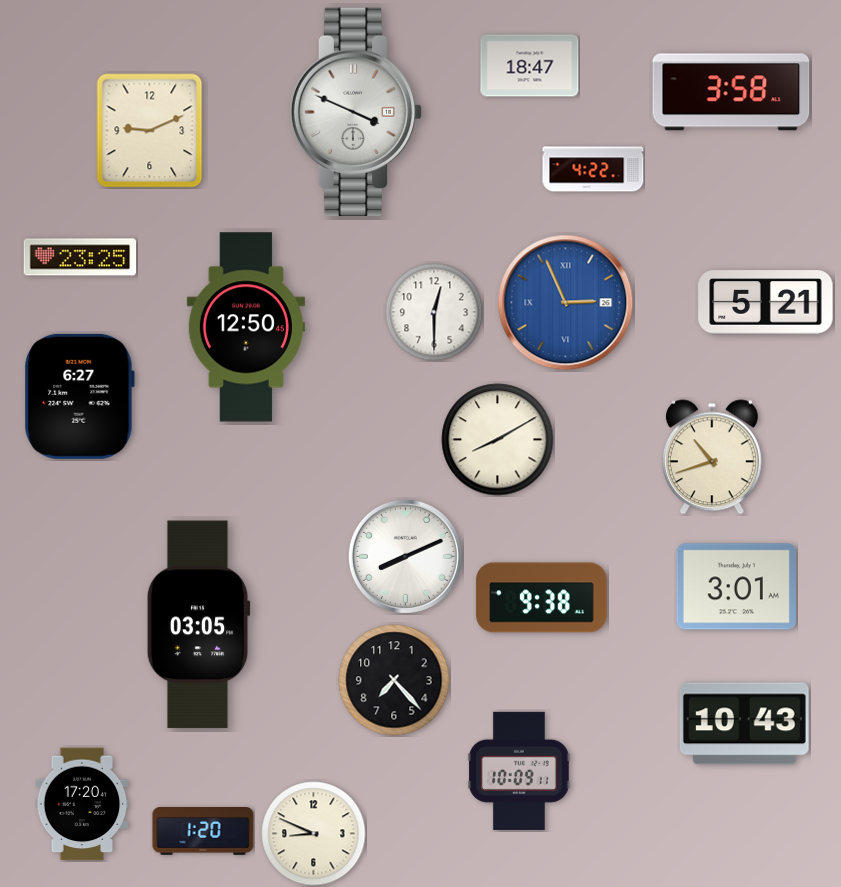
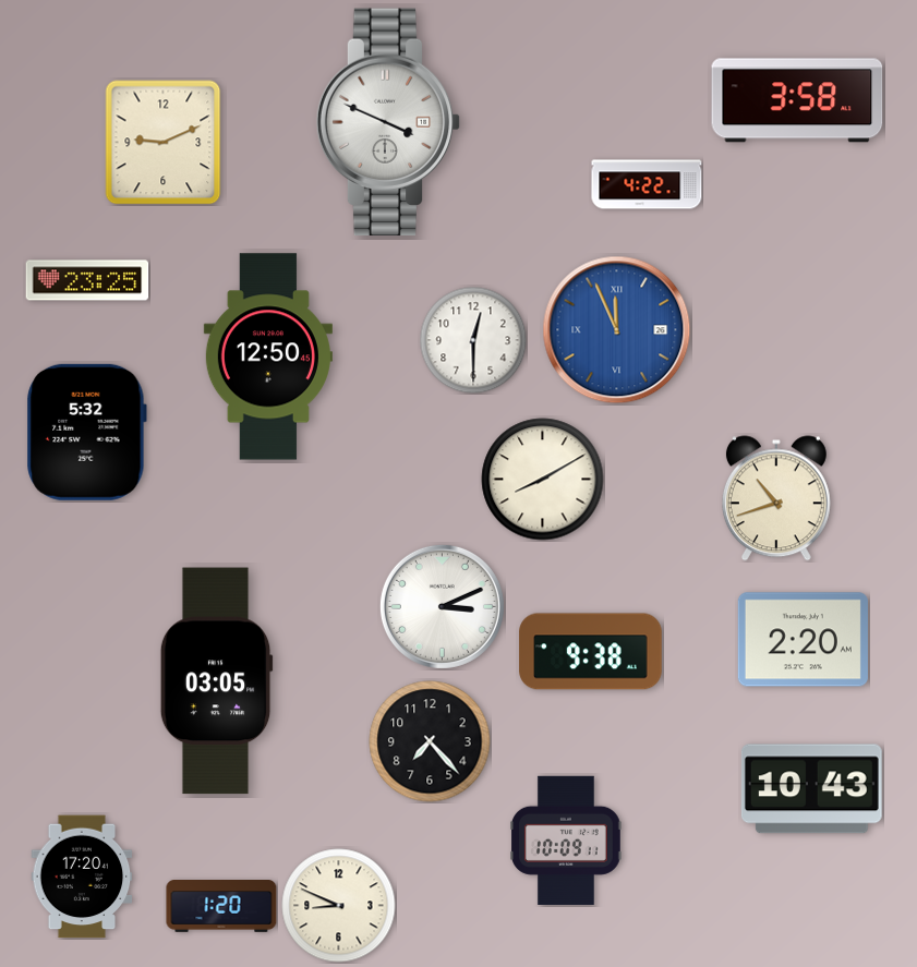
clock at (530, 66): 18:47 -> none
clock at (566, 303): 2:56 -> 11:56
clock at (766, 303): 5:21 -> none
clock at (79, 396): 6:27 -> 5:32
clock at (405, 556): 8:11 -> 3:11
clock at (736, 587): 3:01 -> 2:20
clock at (82, 804) position: (82, 804) -> (82, 877)
clock at (314, 834) position: (314, 834) -> (339, 906)
